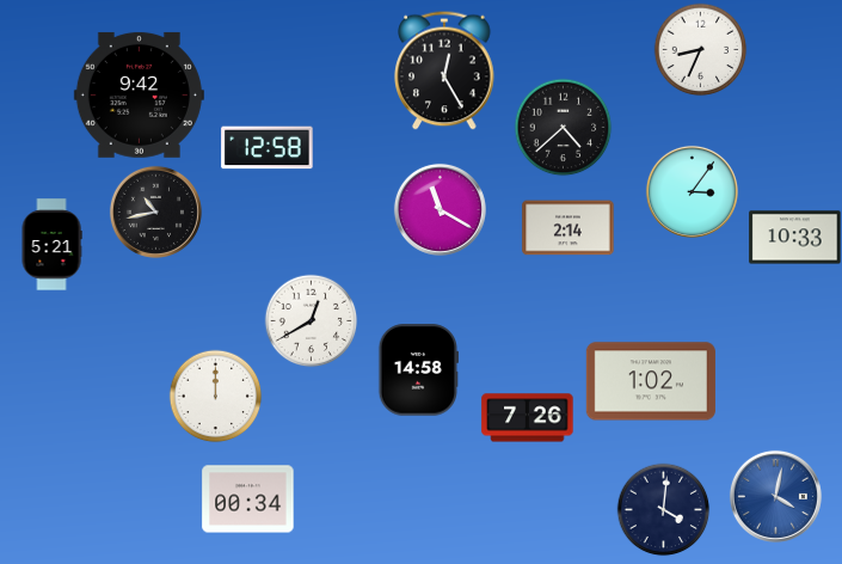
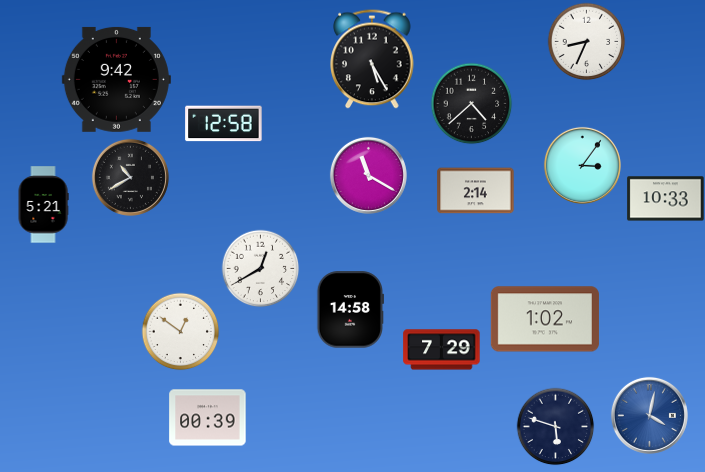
clock at (444, 70): 12:25 -> 5:25
clock at (563, 127) position: (563, 127) -> (471, 103)
clock at (692, 191) position: (692, 191) -> (582, 165)
clock at (155, 211): 10:43 -> 10:40
clock at (215, 396): 12:00 -> 12:51
clock at (528, 418): 7:26 -> 7:29
clock at (248, 499): 00:34 -> 00:39
clock at (663, 509): 4:01 -> 5:48
